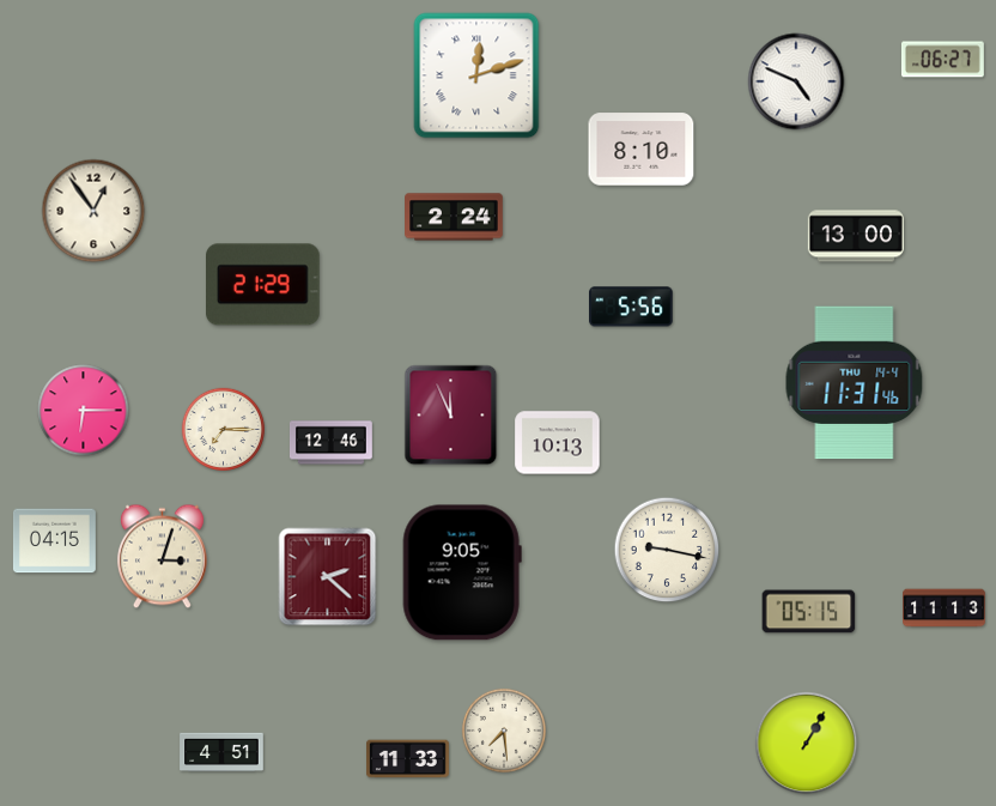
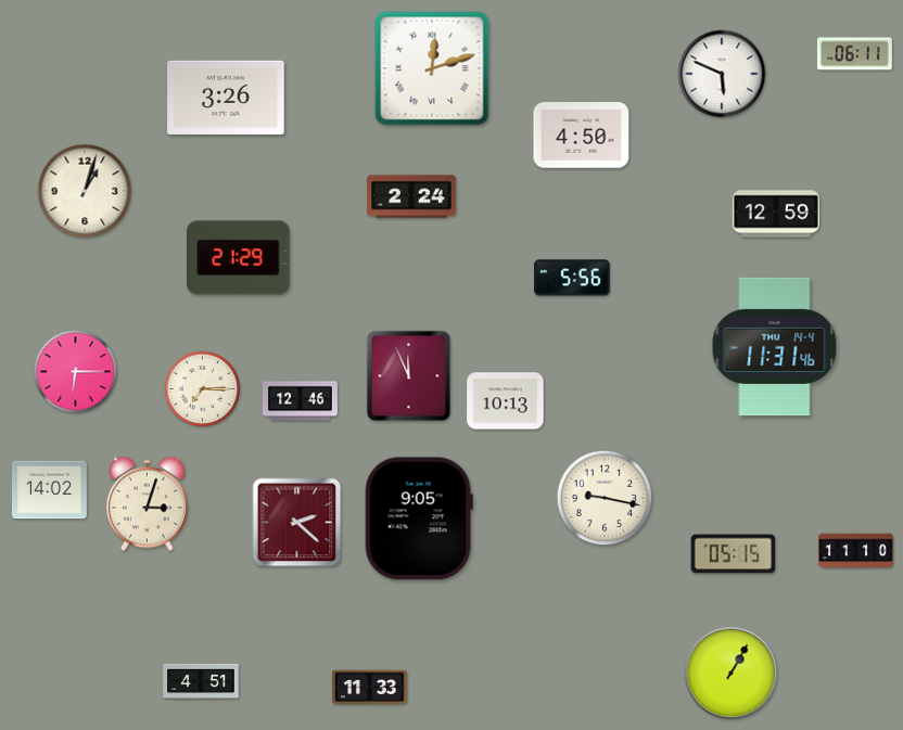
clock at (942, 60): 06:27 -> 06:11
clock at (796, 81): 4:49 -> 5:49
clock at (226, 98): none -> 3:26
clock at (642, 150): 8:10 -> 4:50
clock at (93, 211): 12:54 -> 1:03
clock at (856, 236): 13:00 -> 12:59
clock at (54, 541): 04:15 -> 14:02
clock at (945, 608): 11:13 -> 11:10
clock at (504, 731): 7:29 -> none
